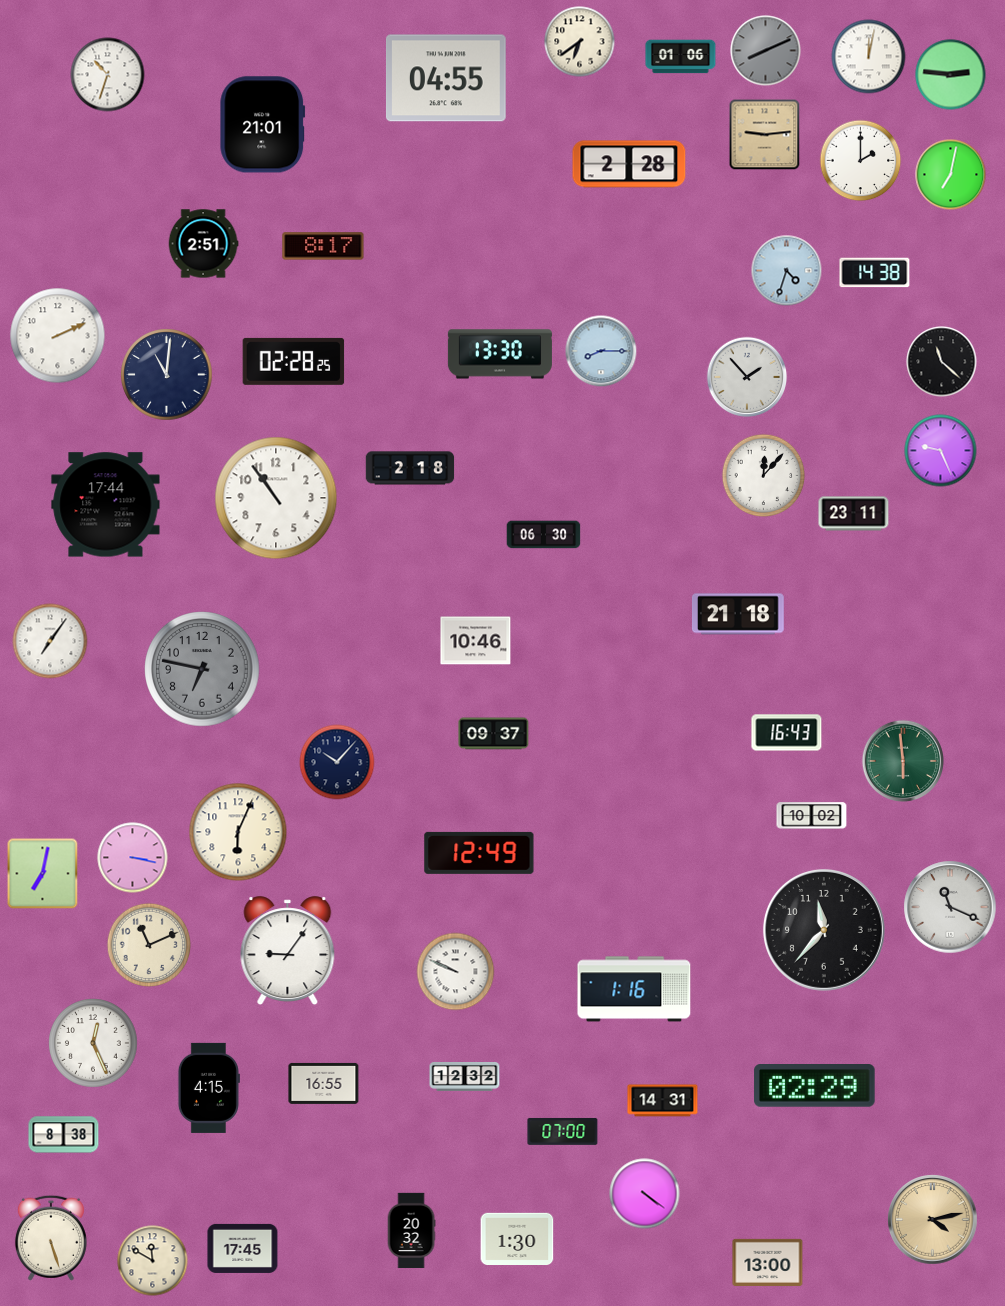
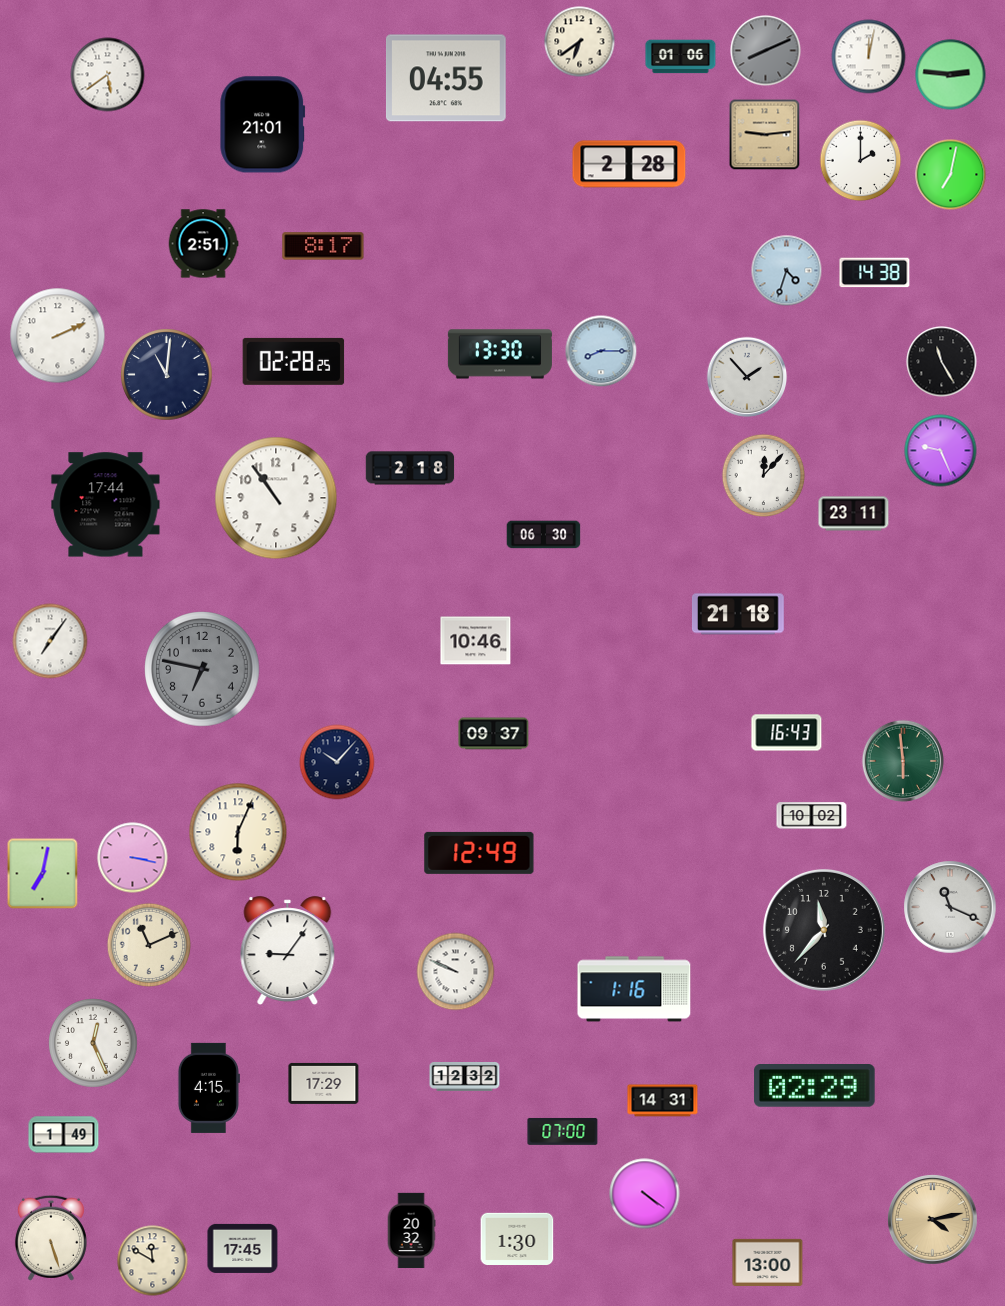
clock at (108, 75): 10:33 -> 5:39
clock at (942, 362): 11:22 -> 11:25
clock at (324, 1083): 16:55 -> 17:29
clock at (64, 1135): 8:38 -> 1:49
